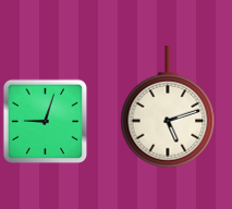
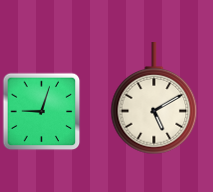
clock at (168, 108): 5:12 -> 5:10
